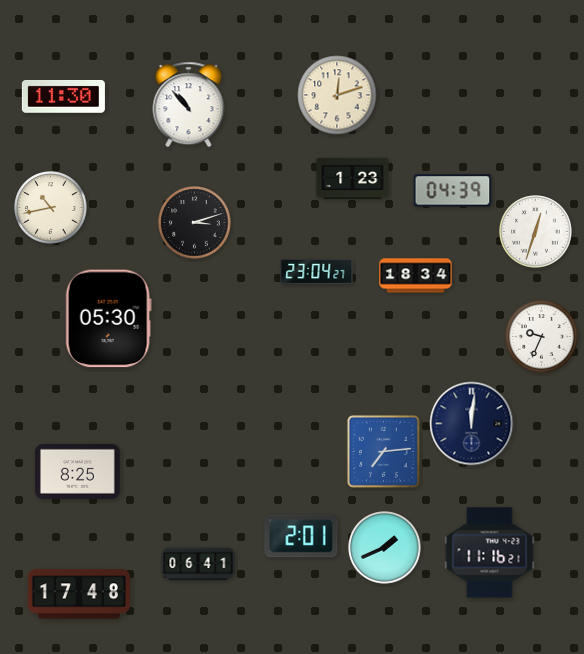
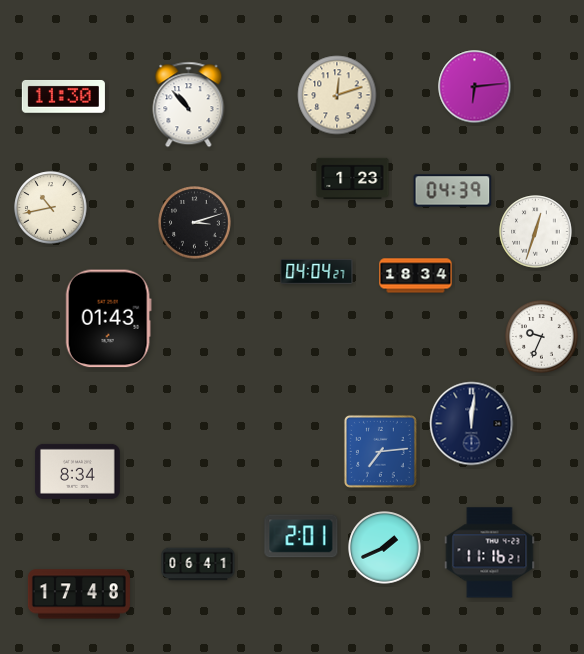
clock at (475, 87): none -> 6:14
clock at (317, 272): 23:04 -> 04:04
clock at (108, 319): 05:30 -> 01:43
clock at (383, 451) position: (383, 451) -> (380, 451)
clock at (77, 471): 8:25 -> 8:34
